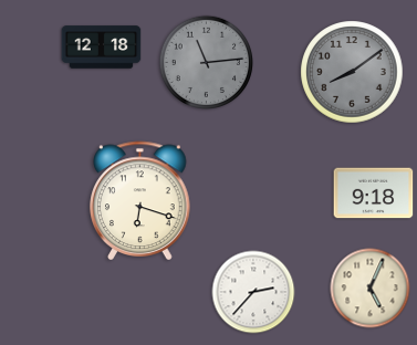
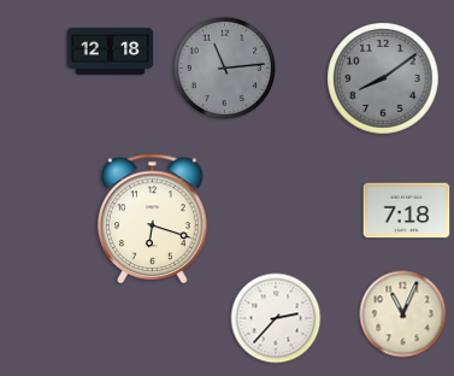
clock at (374, 194): 9:18 -> 7:18
clock at (371, 289): 5:04 -> 11:04
